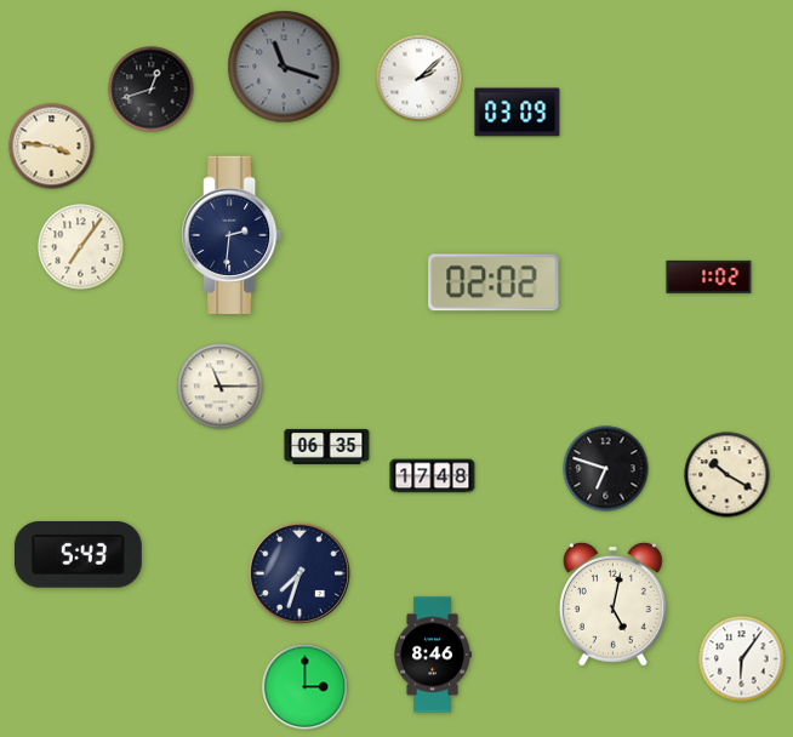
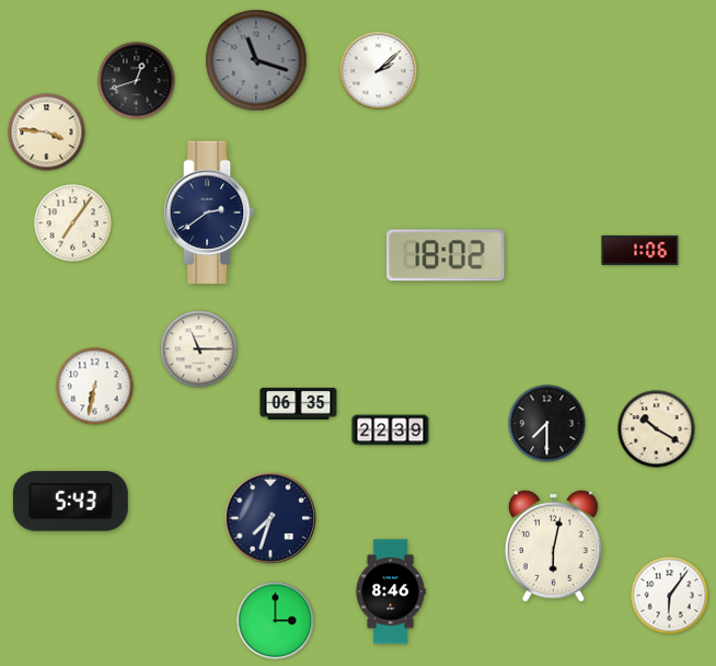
clock at (518, 113): 03:09 -> none
clock at (232, 235): 2:31 -> 2:39
clock at (709, 276): 1:02 -> 1:06
clock at (494, 282): 02:02 -> 18:02
clock at (95, 387): none -> 6:32
clock at (327, 446) position: (327, 446) -> (299, 403)
clock at (606, 469): 6:48 -> 7:30
clock at (433, 476): 17:48 -> 22:39
clock at (612, 604): 5:02 -> 6:02
